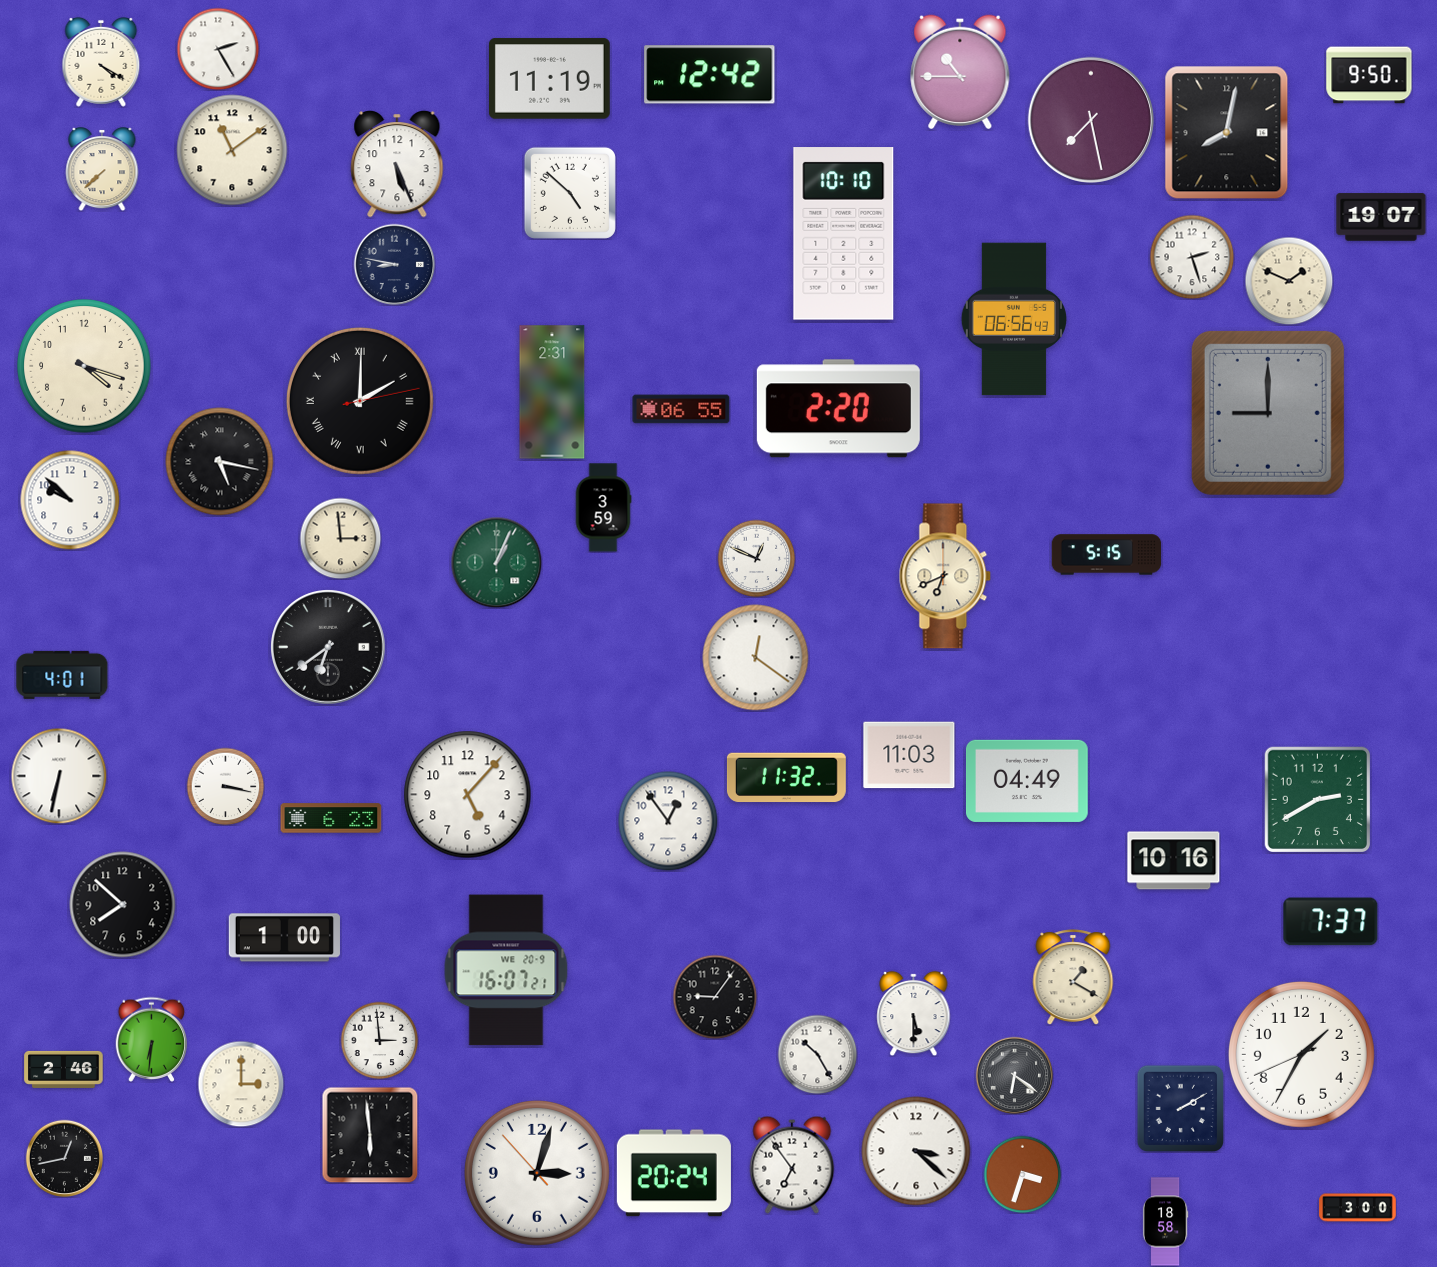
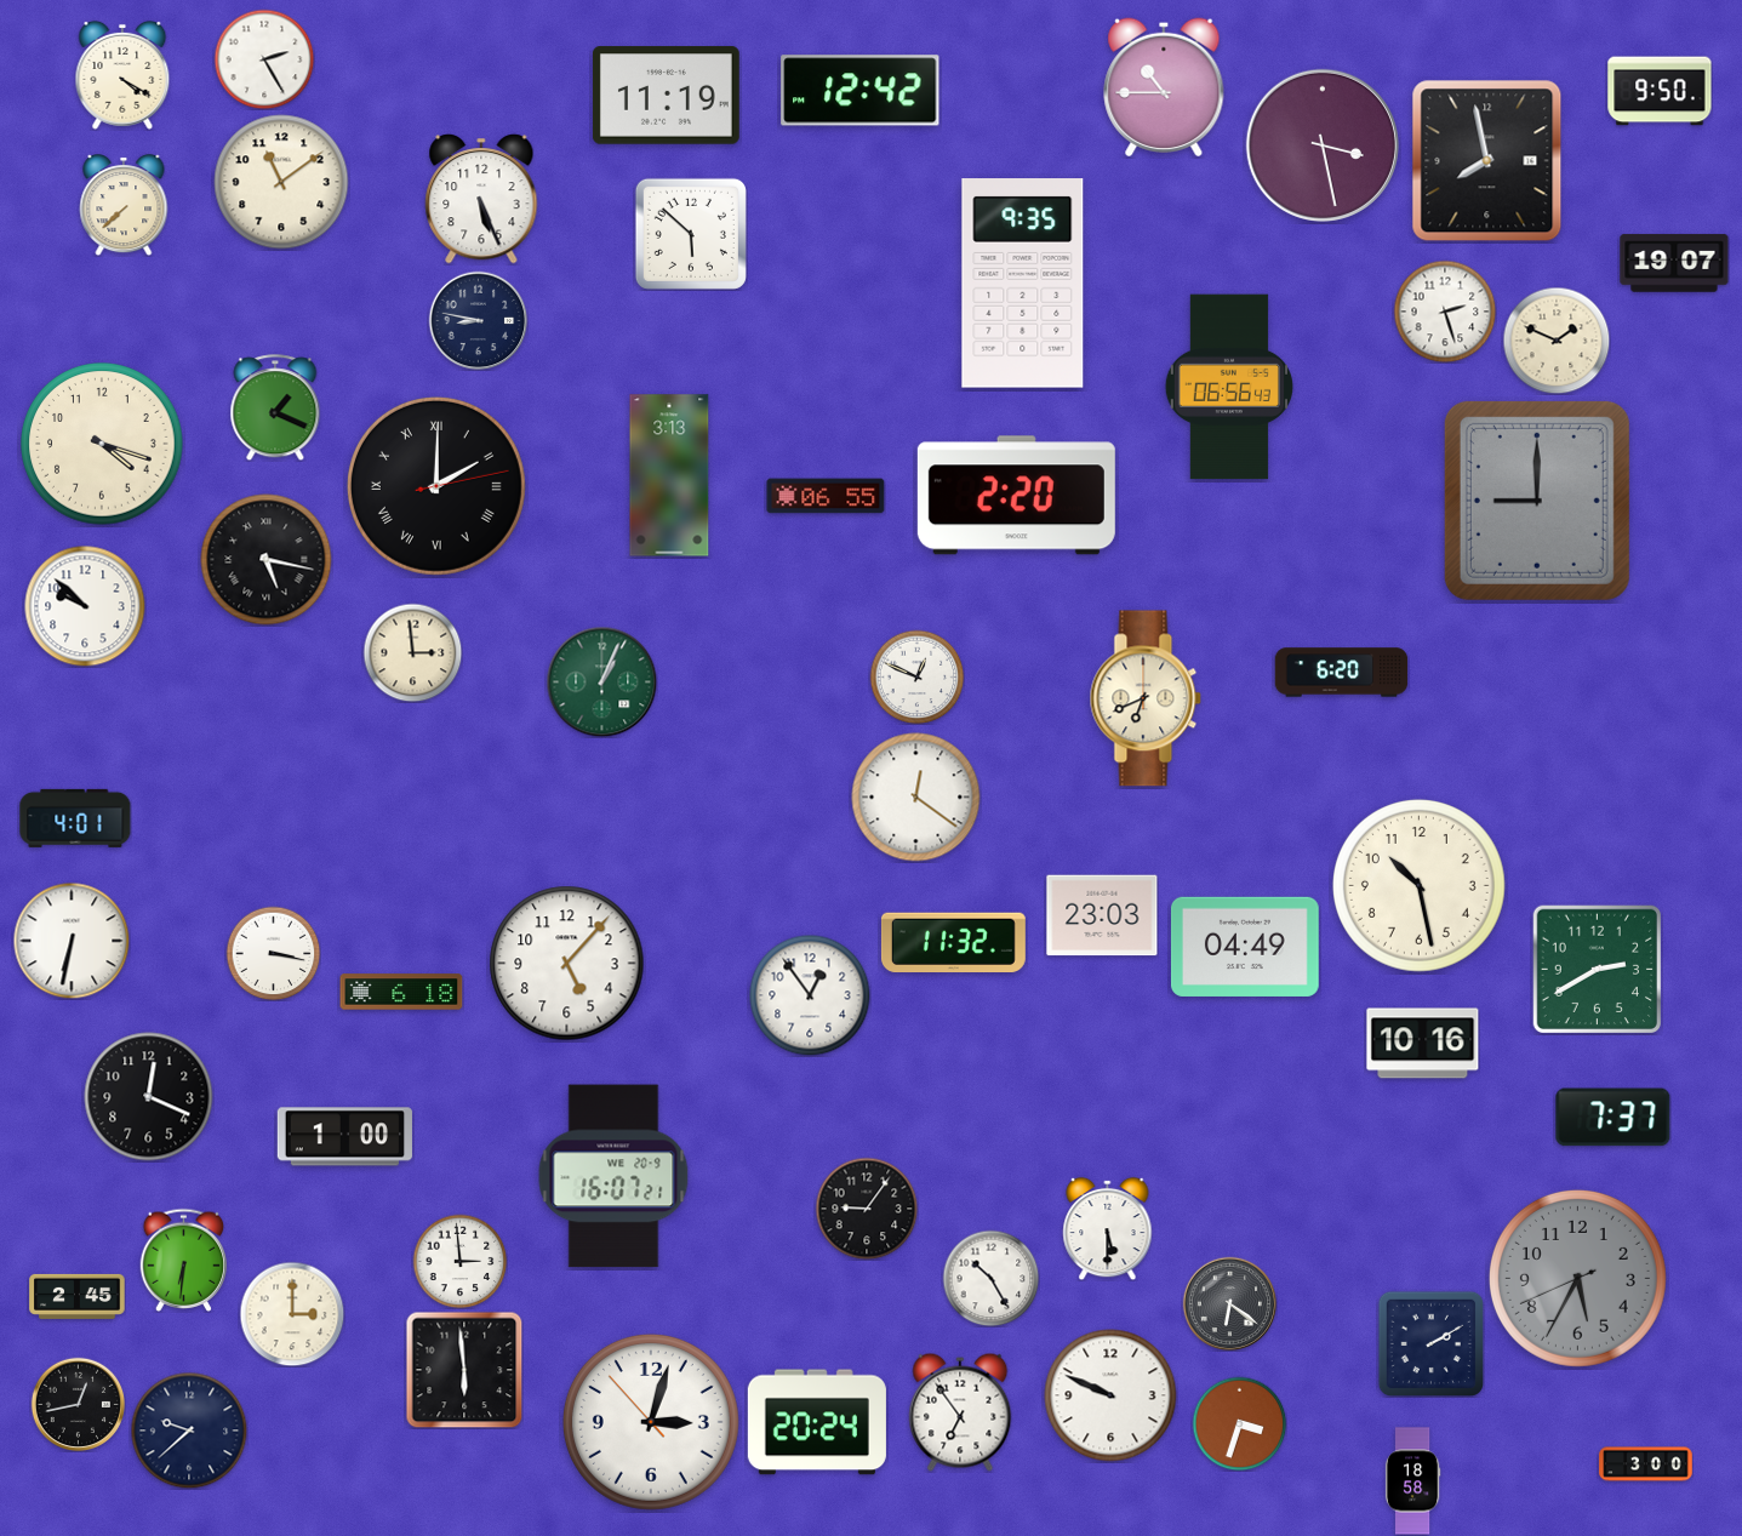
clock at (1091, 120): 7:28 -> 3:28
clock at (1227, 133): 8:02 -> 7:58
clock at (570, 193): 4:52 -> 5:52
clock at (844, 234): 10:10 -> 9:35
clock at (1289, 281) position: (1289, 281) -> (1557, 341)
clock at (275, 407): none -> 1:19
clock at (552, 392): 2:31 -> 3:13
clock at (603, 508): 3:59 -> none
clock at (1107, 555): 5:15 -> 6:20
clock at (329, 648): 6:39 -> none
clock at (1420, 886): none -> 10:28
clock at (909, 755): 11:03 -> 23:03
clock at (331, 818): 6:23 -> 6:18
clock at (123, 905): 7:52 -> 12:19
clock at (1073, 977): 1:20 -> none
clock at (1301, 1054): 1:34 -> 5:34
clock at (1301, 1054) dial: white -> grey
clock at (64, 1069): 2:46 -> 2:45
clock at (370, 1135) position: (370, 1135) -> (464, 1370)
clock at (916, 1151): 3:22 -> 9:49
clock at (189, 1431): none -> 9:38
